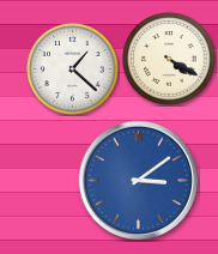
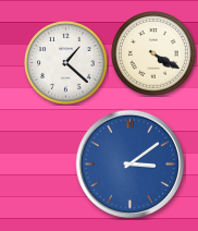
clock at (138, 180) position: (138, 180) -> (129, 163)
